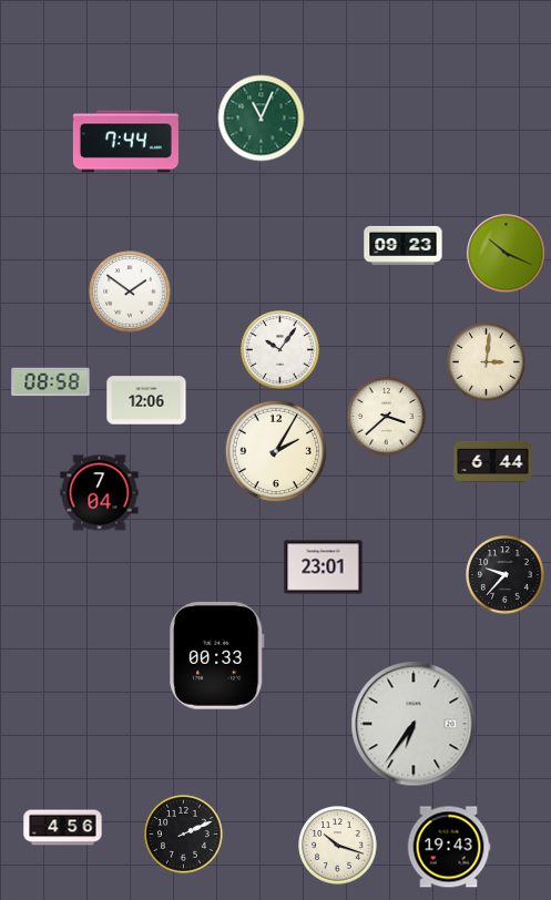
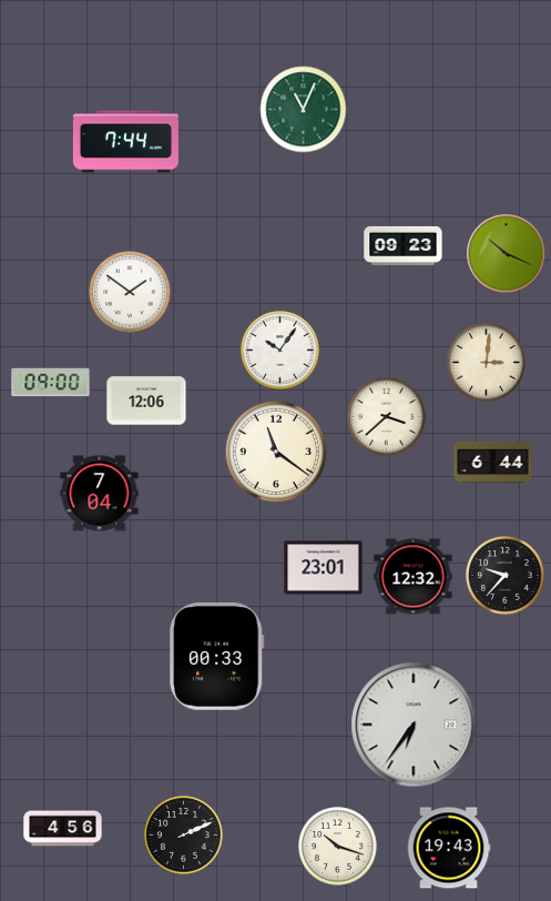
clock at (262, 119) position: (262, 119) -> (304, 110)
clock at (51, 382): 08:58 -> 09:00
clock at (276, 451): 2:05 -> 11:21
clock at (414, 577): none -> 12:32
